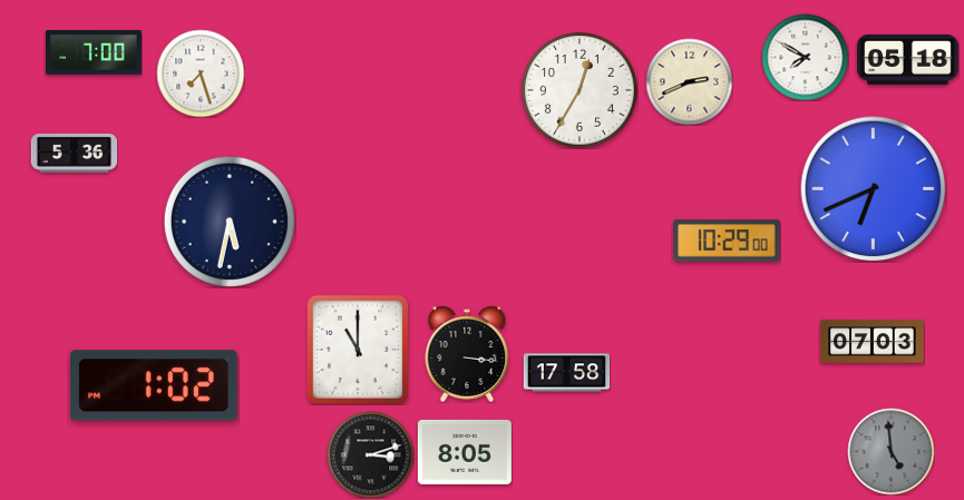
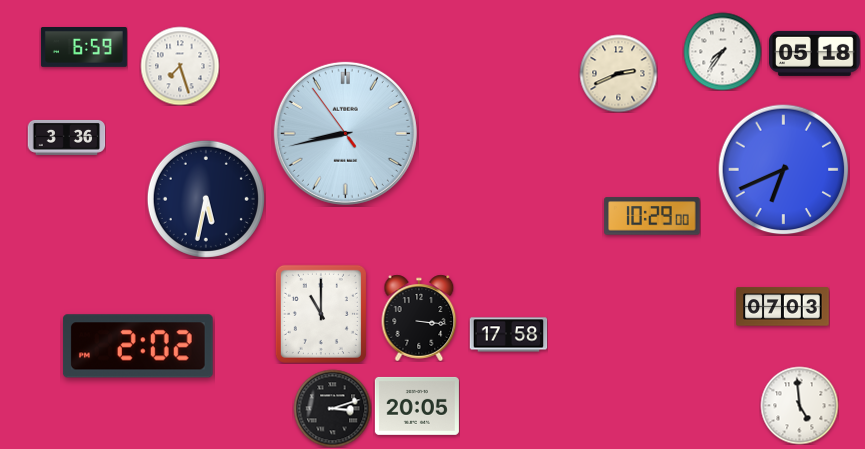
clock at (94, 53): 7:00 -> 6:59
clock at (805, 57): 7:50 -> 7:36
clock at (581, 91): 12:35 -> none
clock at (345, 133): none -> 8:42
clock at (74, 153): 5:36 -> 3:36
clock at (154, 385): 1:02 -> 2:02
clock at (890, 451) dial: grey -> white
clock at (465, 452): 8:05 -> 20:05
